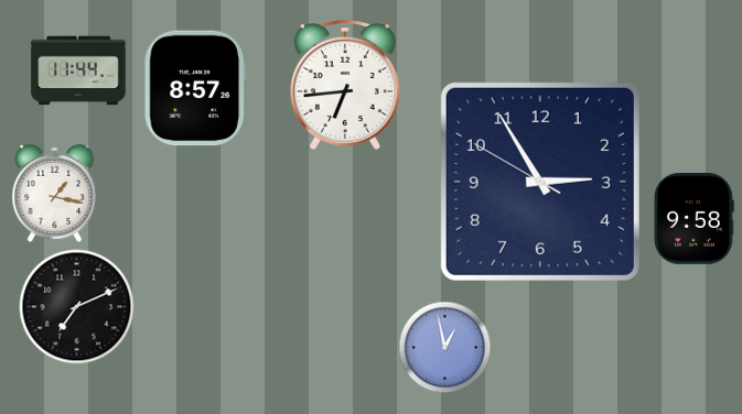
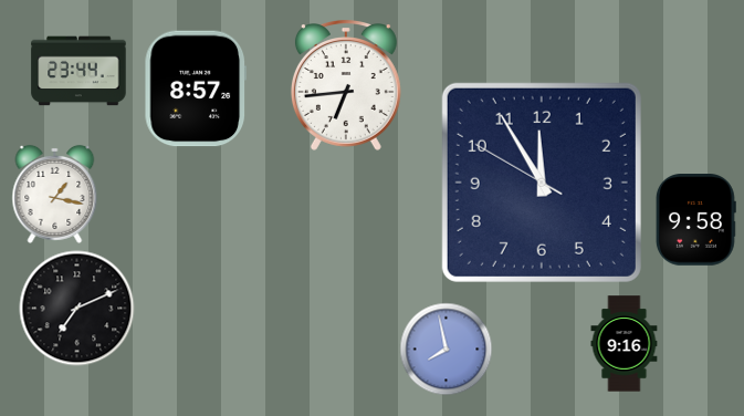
clock at (78, 70): 11:44 -> 23:44
clock at (540, 182): 2:54 -> 11:54
clock at (625, 344): none -> 9:16
clock at (445, 348): 12:58 -> 7:58
